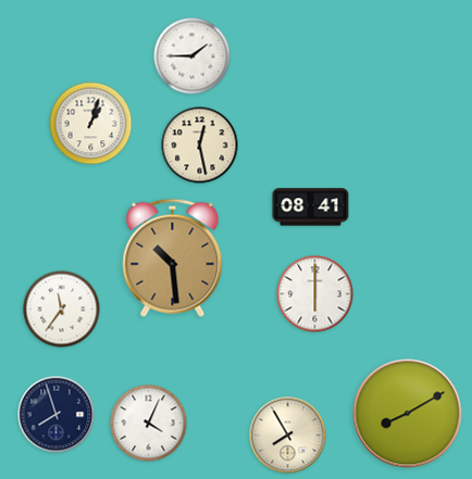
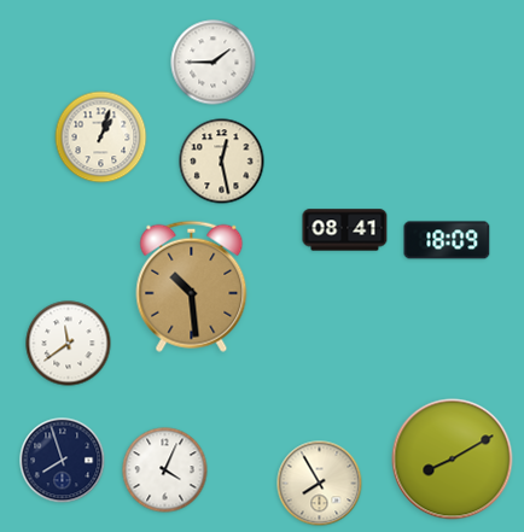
clock at (447, 240): none -> 18:09
clock at (315, 294): 6:00 -> none
clock at (62, 310): 11:36 -> 11:39
